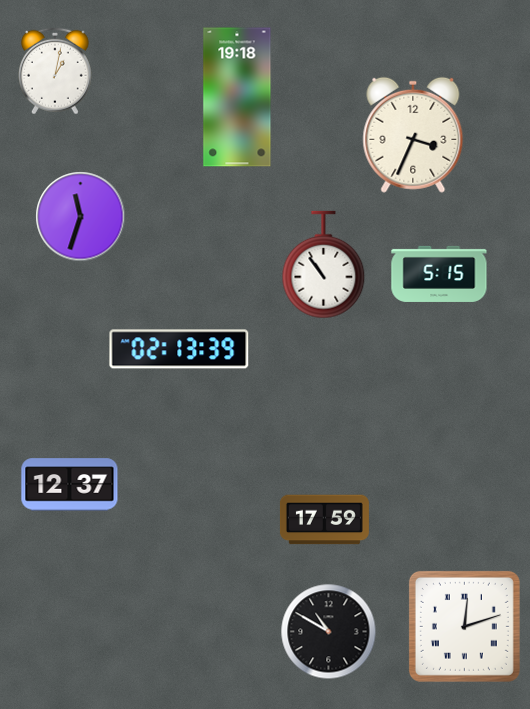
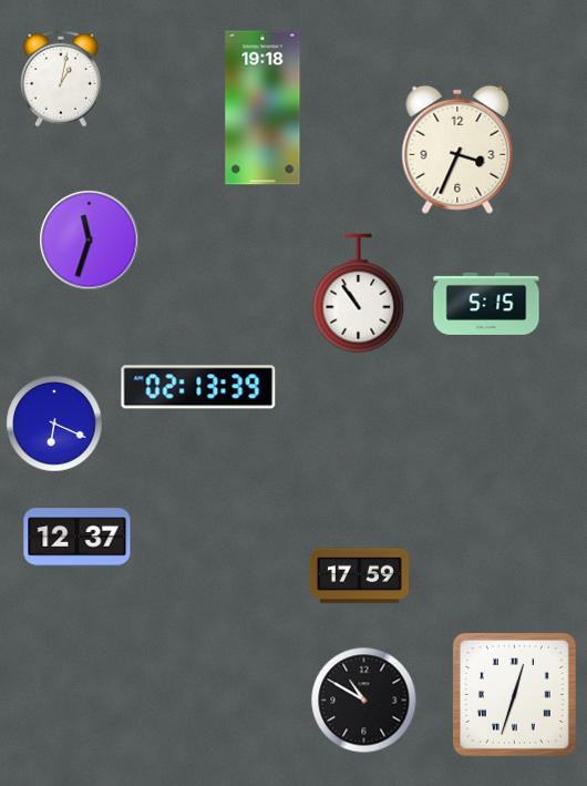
clock at (54, 423): none -> 6:19
clock at (464, 626): 12:12 -> 12:33
